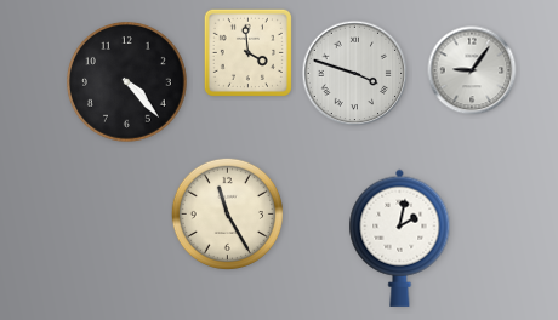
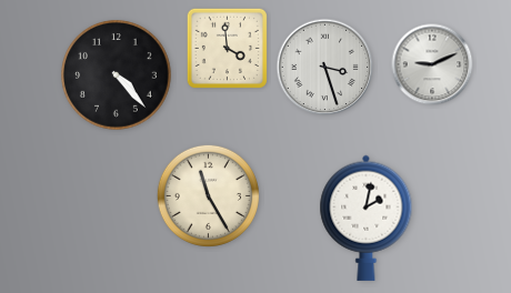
clock at (472, 70): 9:06 -> 9:11
clock at (355, 74): 3:48 -> 3:27
